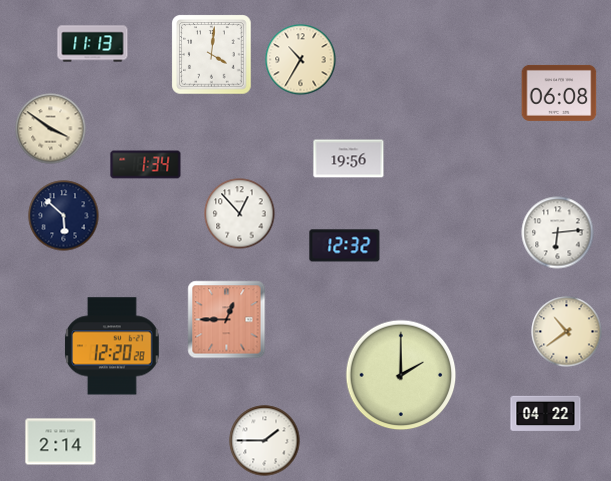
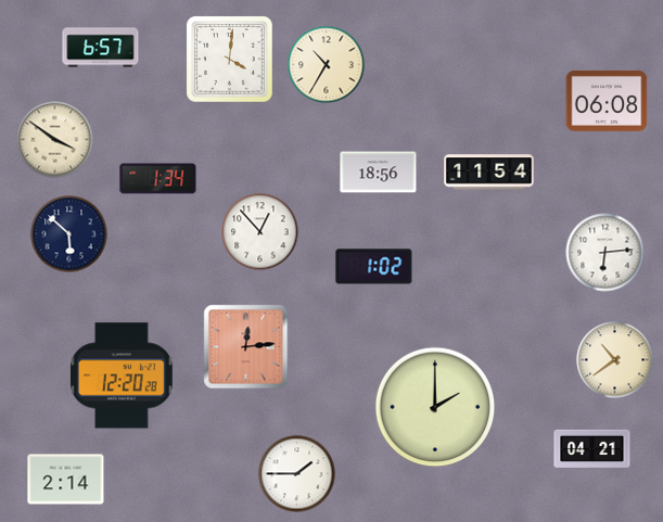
clock at (93, 44): 11:13 -> 6:57
clock at (349, 159): 19:56 -> 18:56
clock at (489, 173): none -> 11:54
clock at (345, 246): 12:32 -> 1:02
clock at (227, 320): 12:45 -> 12:14
clock at (546, 414): 04:22 -> 04:21
clock at (265, 441) position: (265, 441) -> (297, 474)
